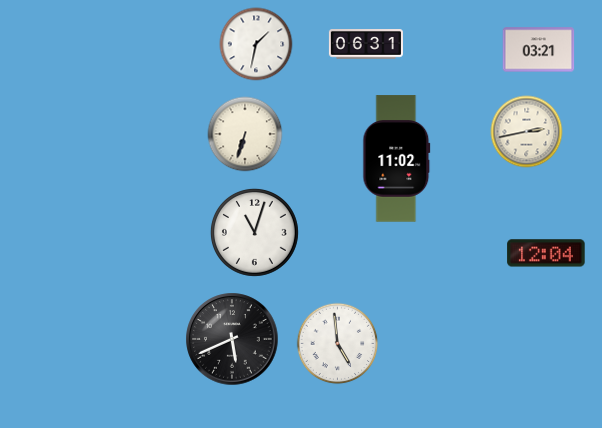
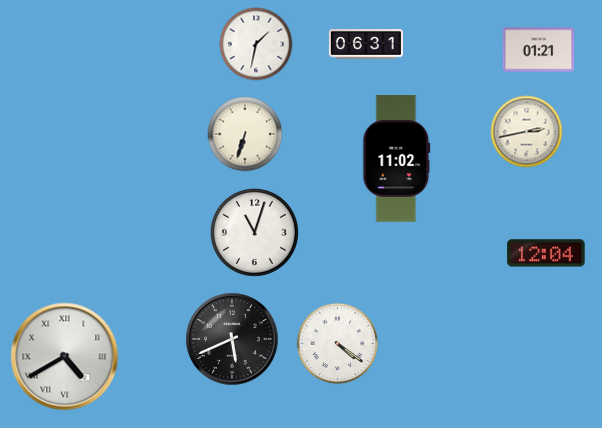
clock at (539, 50): 03:21 -> 01:21
clock at (338, 344): 4:59 -> 4:21
clock at (65, 357): none -> 4:40
